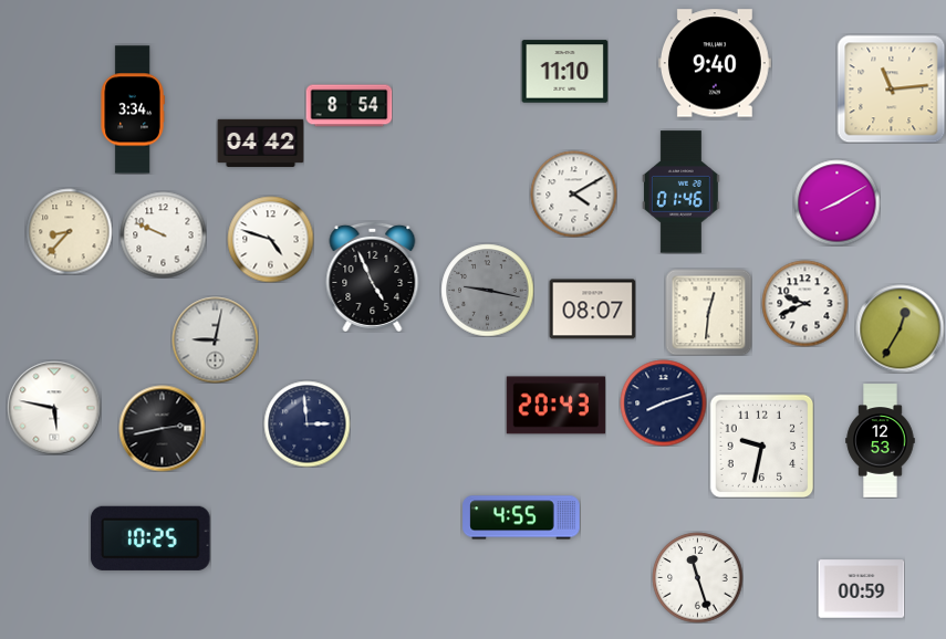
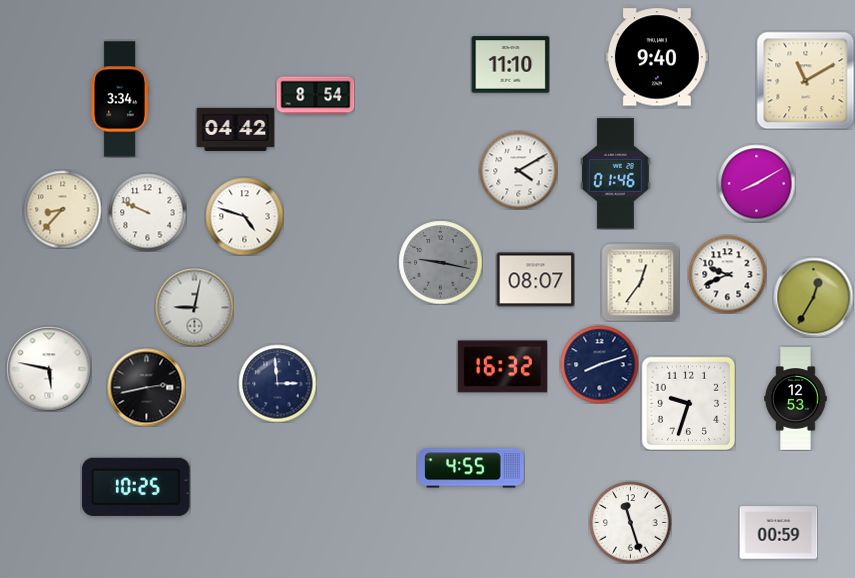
clock at (715, 63) position: (715, 63) -> (657, 57)
clock at (891, 88): 11:14 -> 11:10
clock at (573, 193) position: (573, 193) -> (518, 170)
clock at (373, 276): 4:56 -> none
clock at (708, 312): 12:31 -> 12:36
clock at (555, 406): 20:43 -> 16:32
clock at (761, 446): 9:32 -> 9:33
